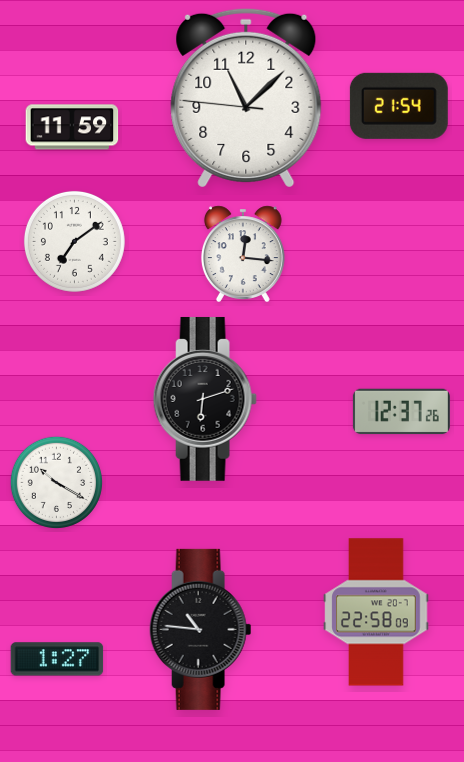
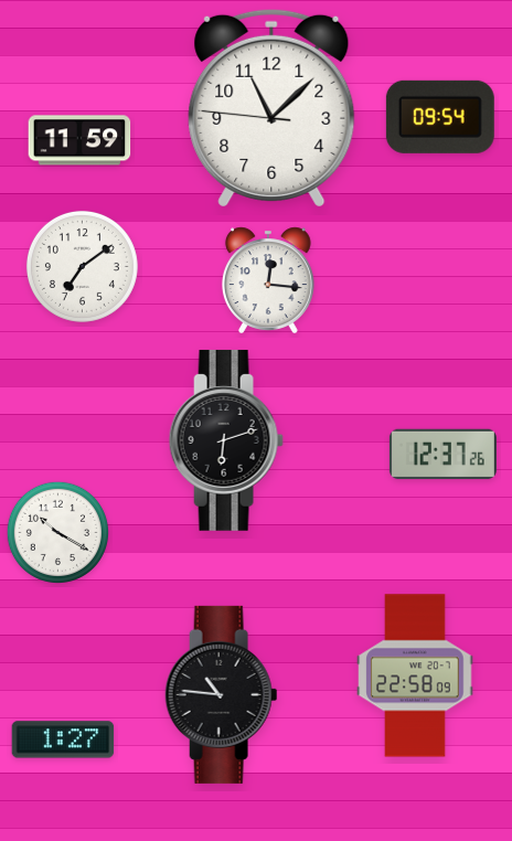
clock at (399, 106): 21:54 -> 09:54
clock at (56, 482) position: (56, 482) -> (57, 532)
clock at (57, 659) position: (57, 659) -> (63, 739)
